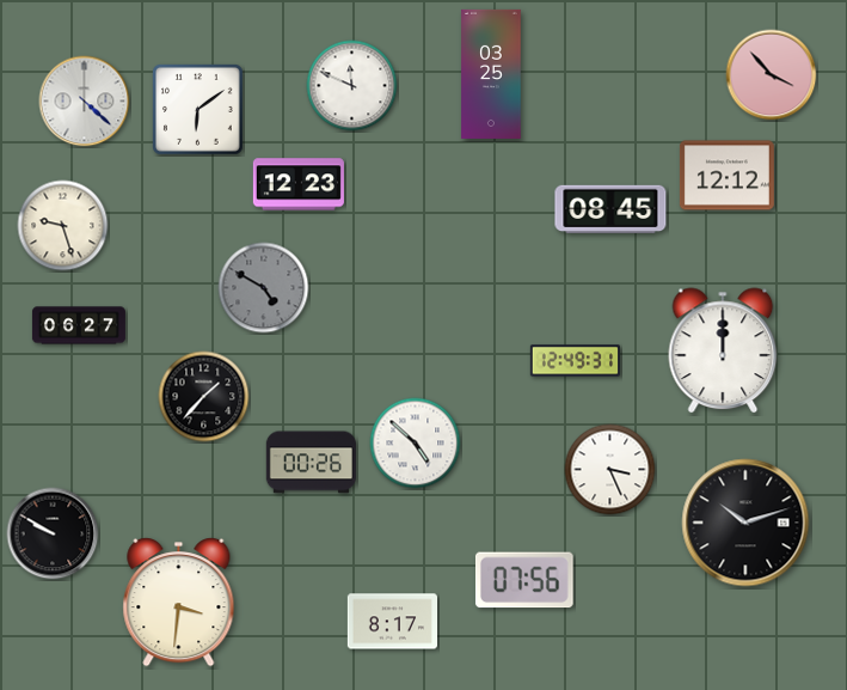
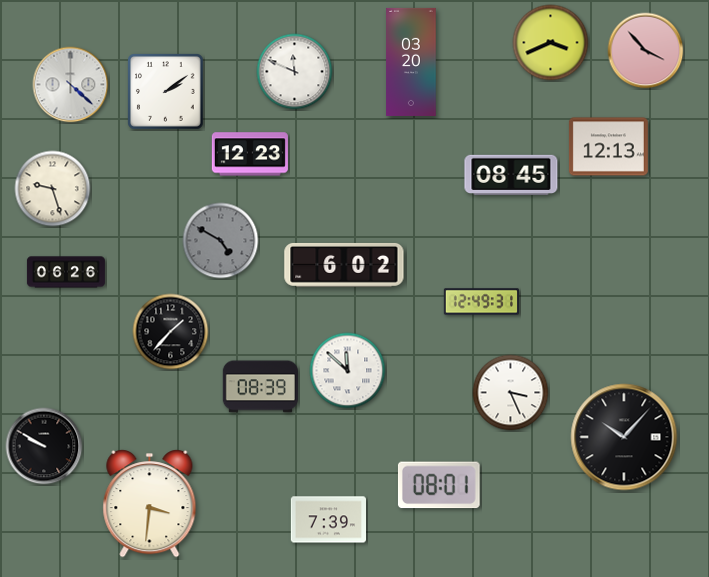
clock at (551, 43): none -> 3:41
clock at (491, 74): 03:25 -> 03:20
clock at (772, 75) position: (772, 75) -> (646, 51)
clock at (198, 110): 6:09 -> 2:09
clock at (726, 176): 12:12 -> 12:13
clock at (344, 265): none -> 6:02
clock at (79, 325): 06:27 -> 06:26
clock at (723, 350): 12:00 -> none
clock at (416, 444): 4:52 -> 11:52
clock at (311, 463): 00:26 -> 08:39
clock at (745, 523): 10:12 -> 10:07
clock at (524, 580): 07:56 -> 08:01
clock at (392, 622): 8:17 -> 7:39
